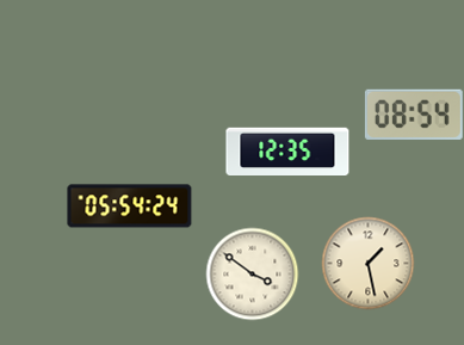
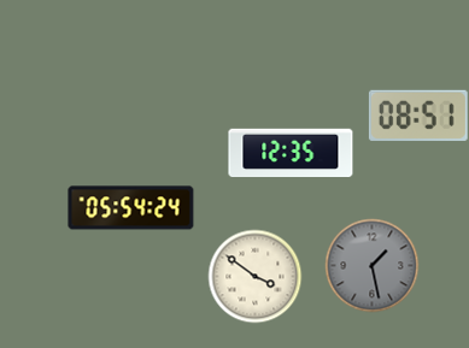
clock at (414, 115): 08:54 -> 08:51
clock at (367, 263) dial: cream -> grey
